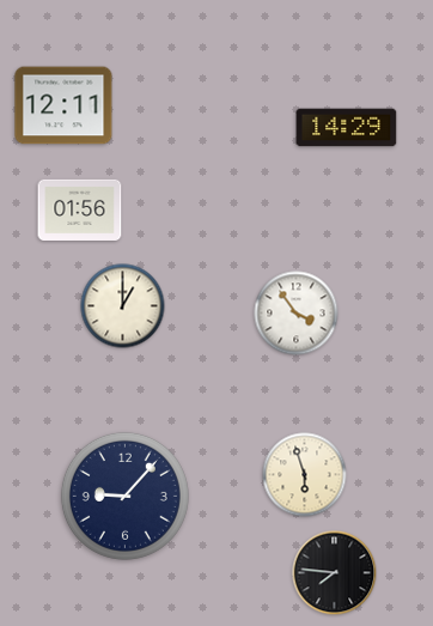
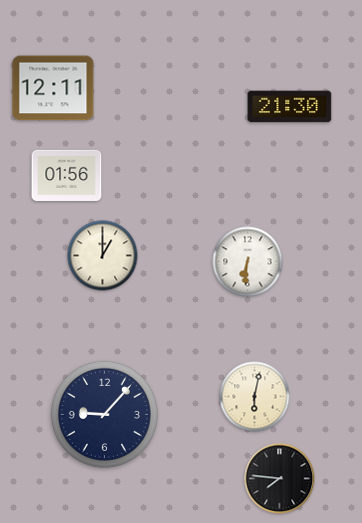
clock at (347, 128): 14:29 -> 21:30
clock at (297, 314): 3:54 -> 6:31
clock at (305, 475): 5:57 -> 6:02
